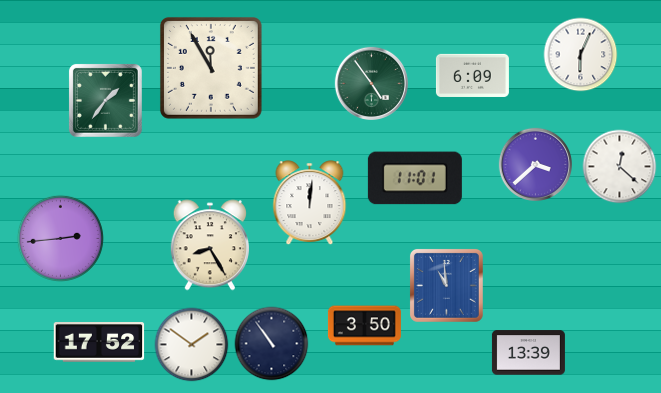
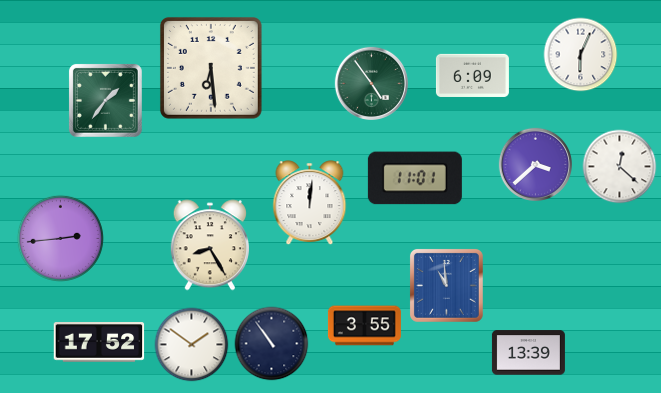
clock at (211, 68): 11:55 -> 6:29
clock at (364, 326): 3:50 -> 3:55
